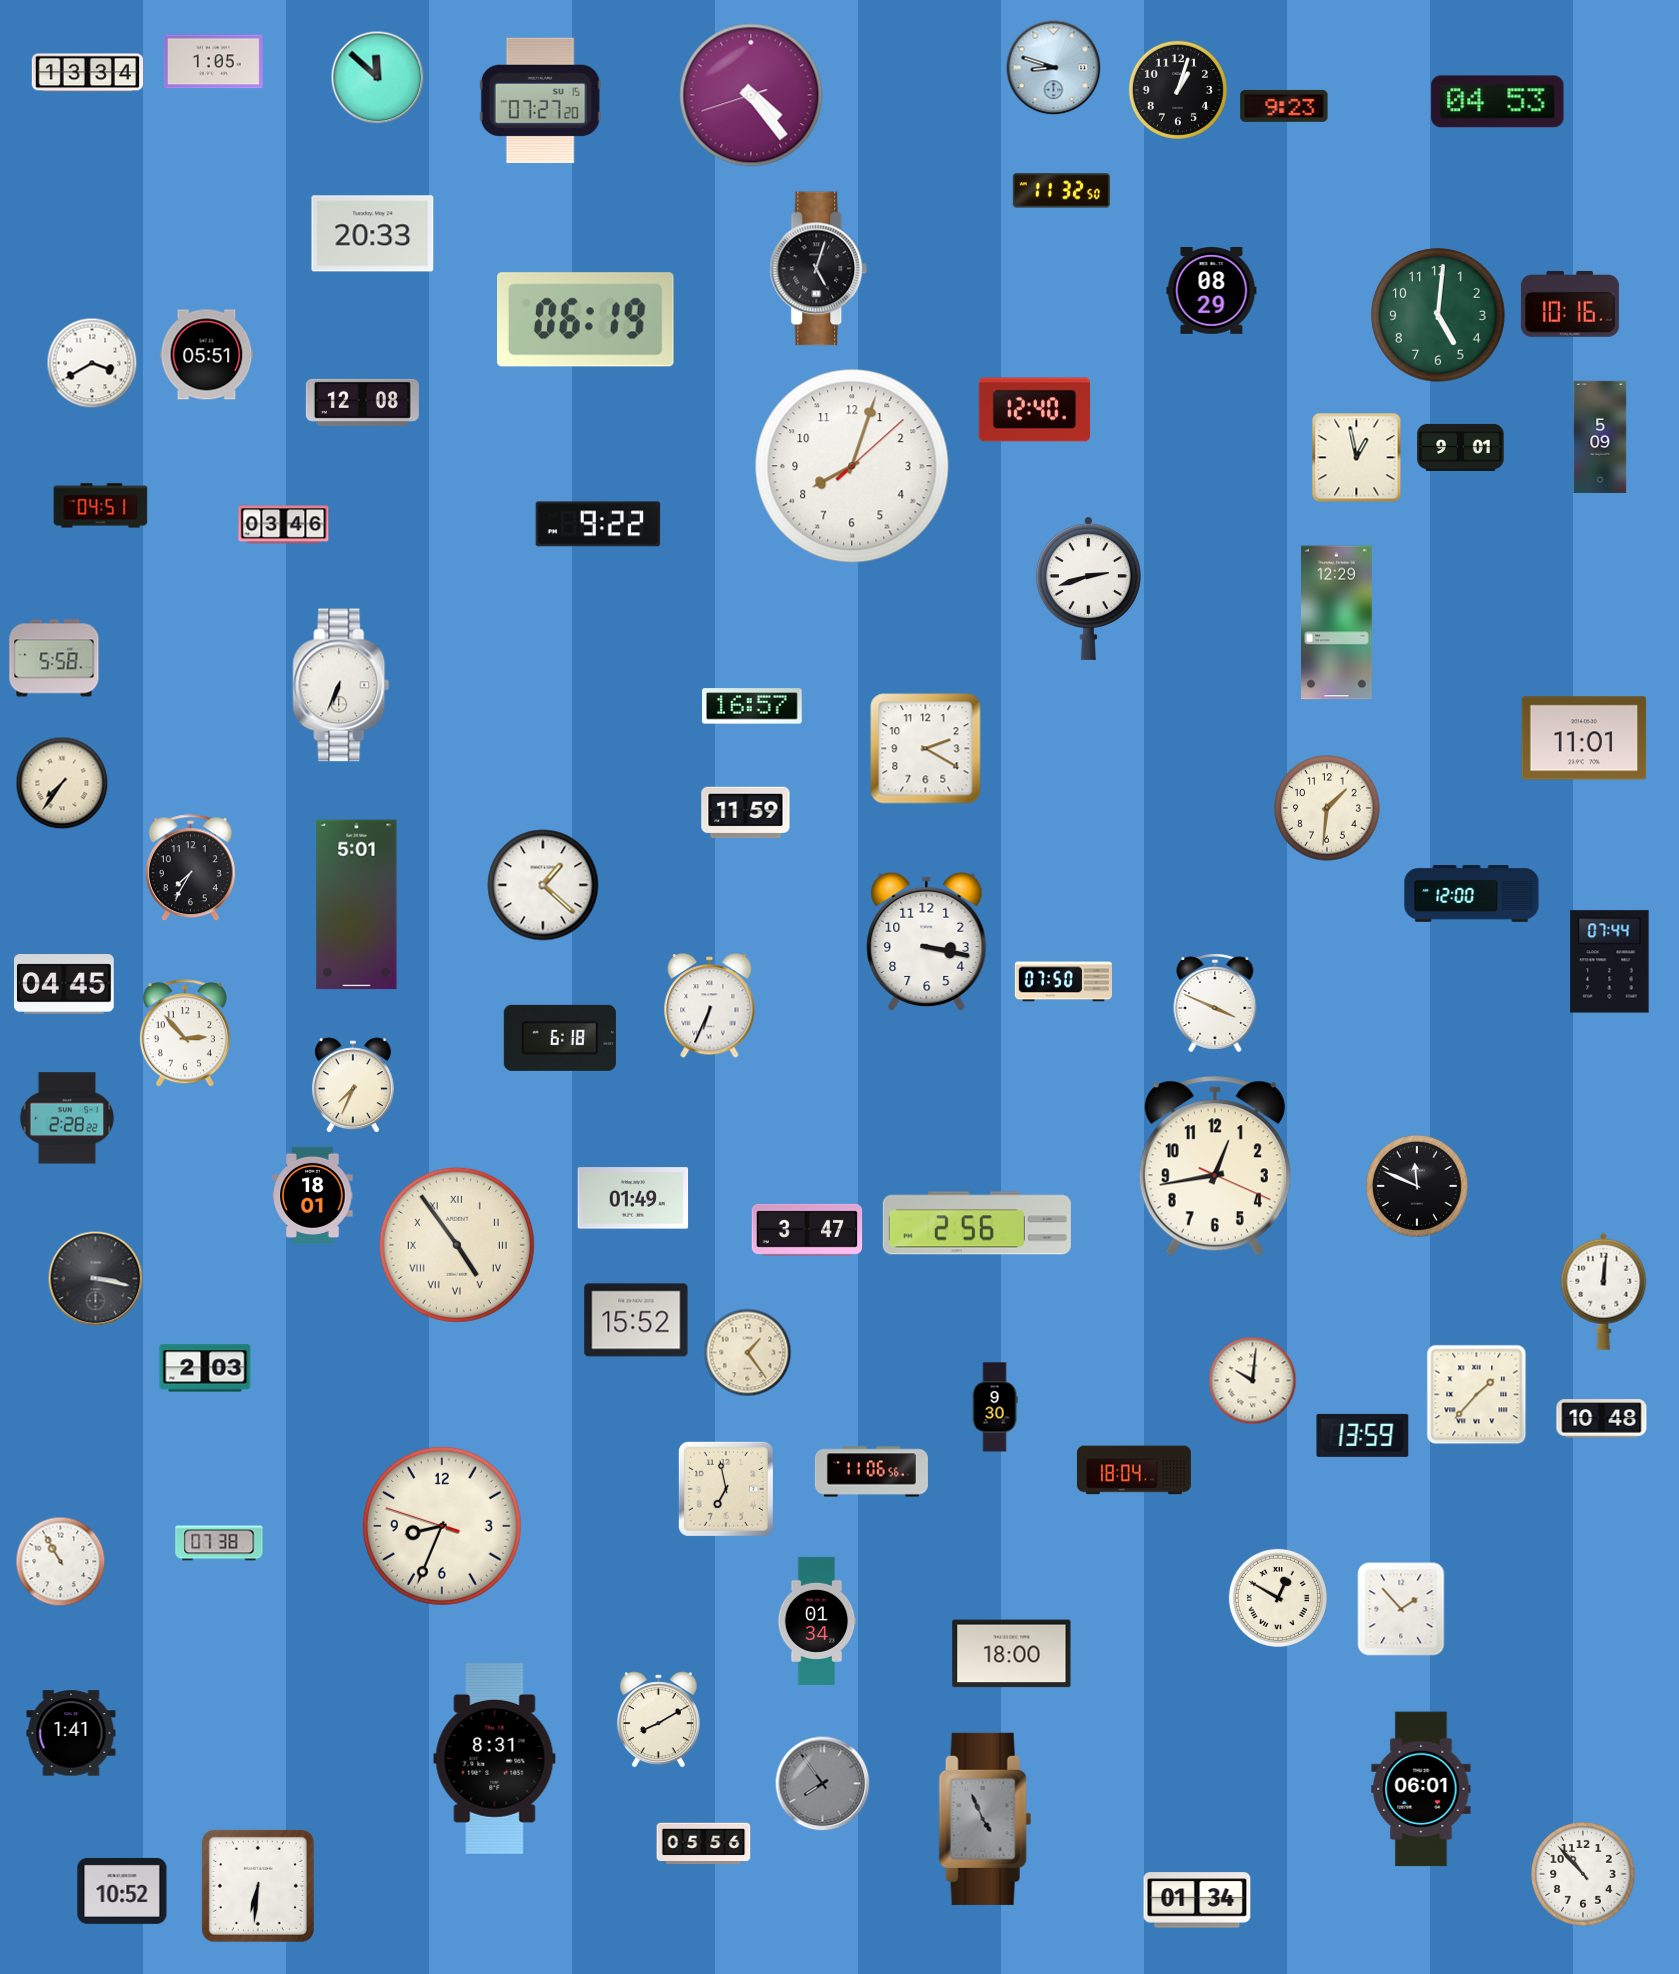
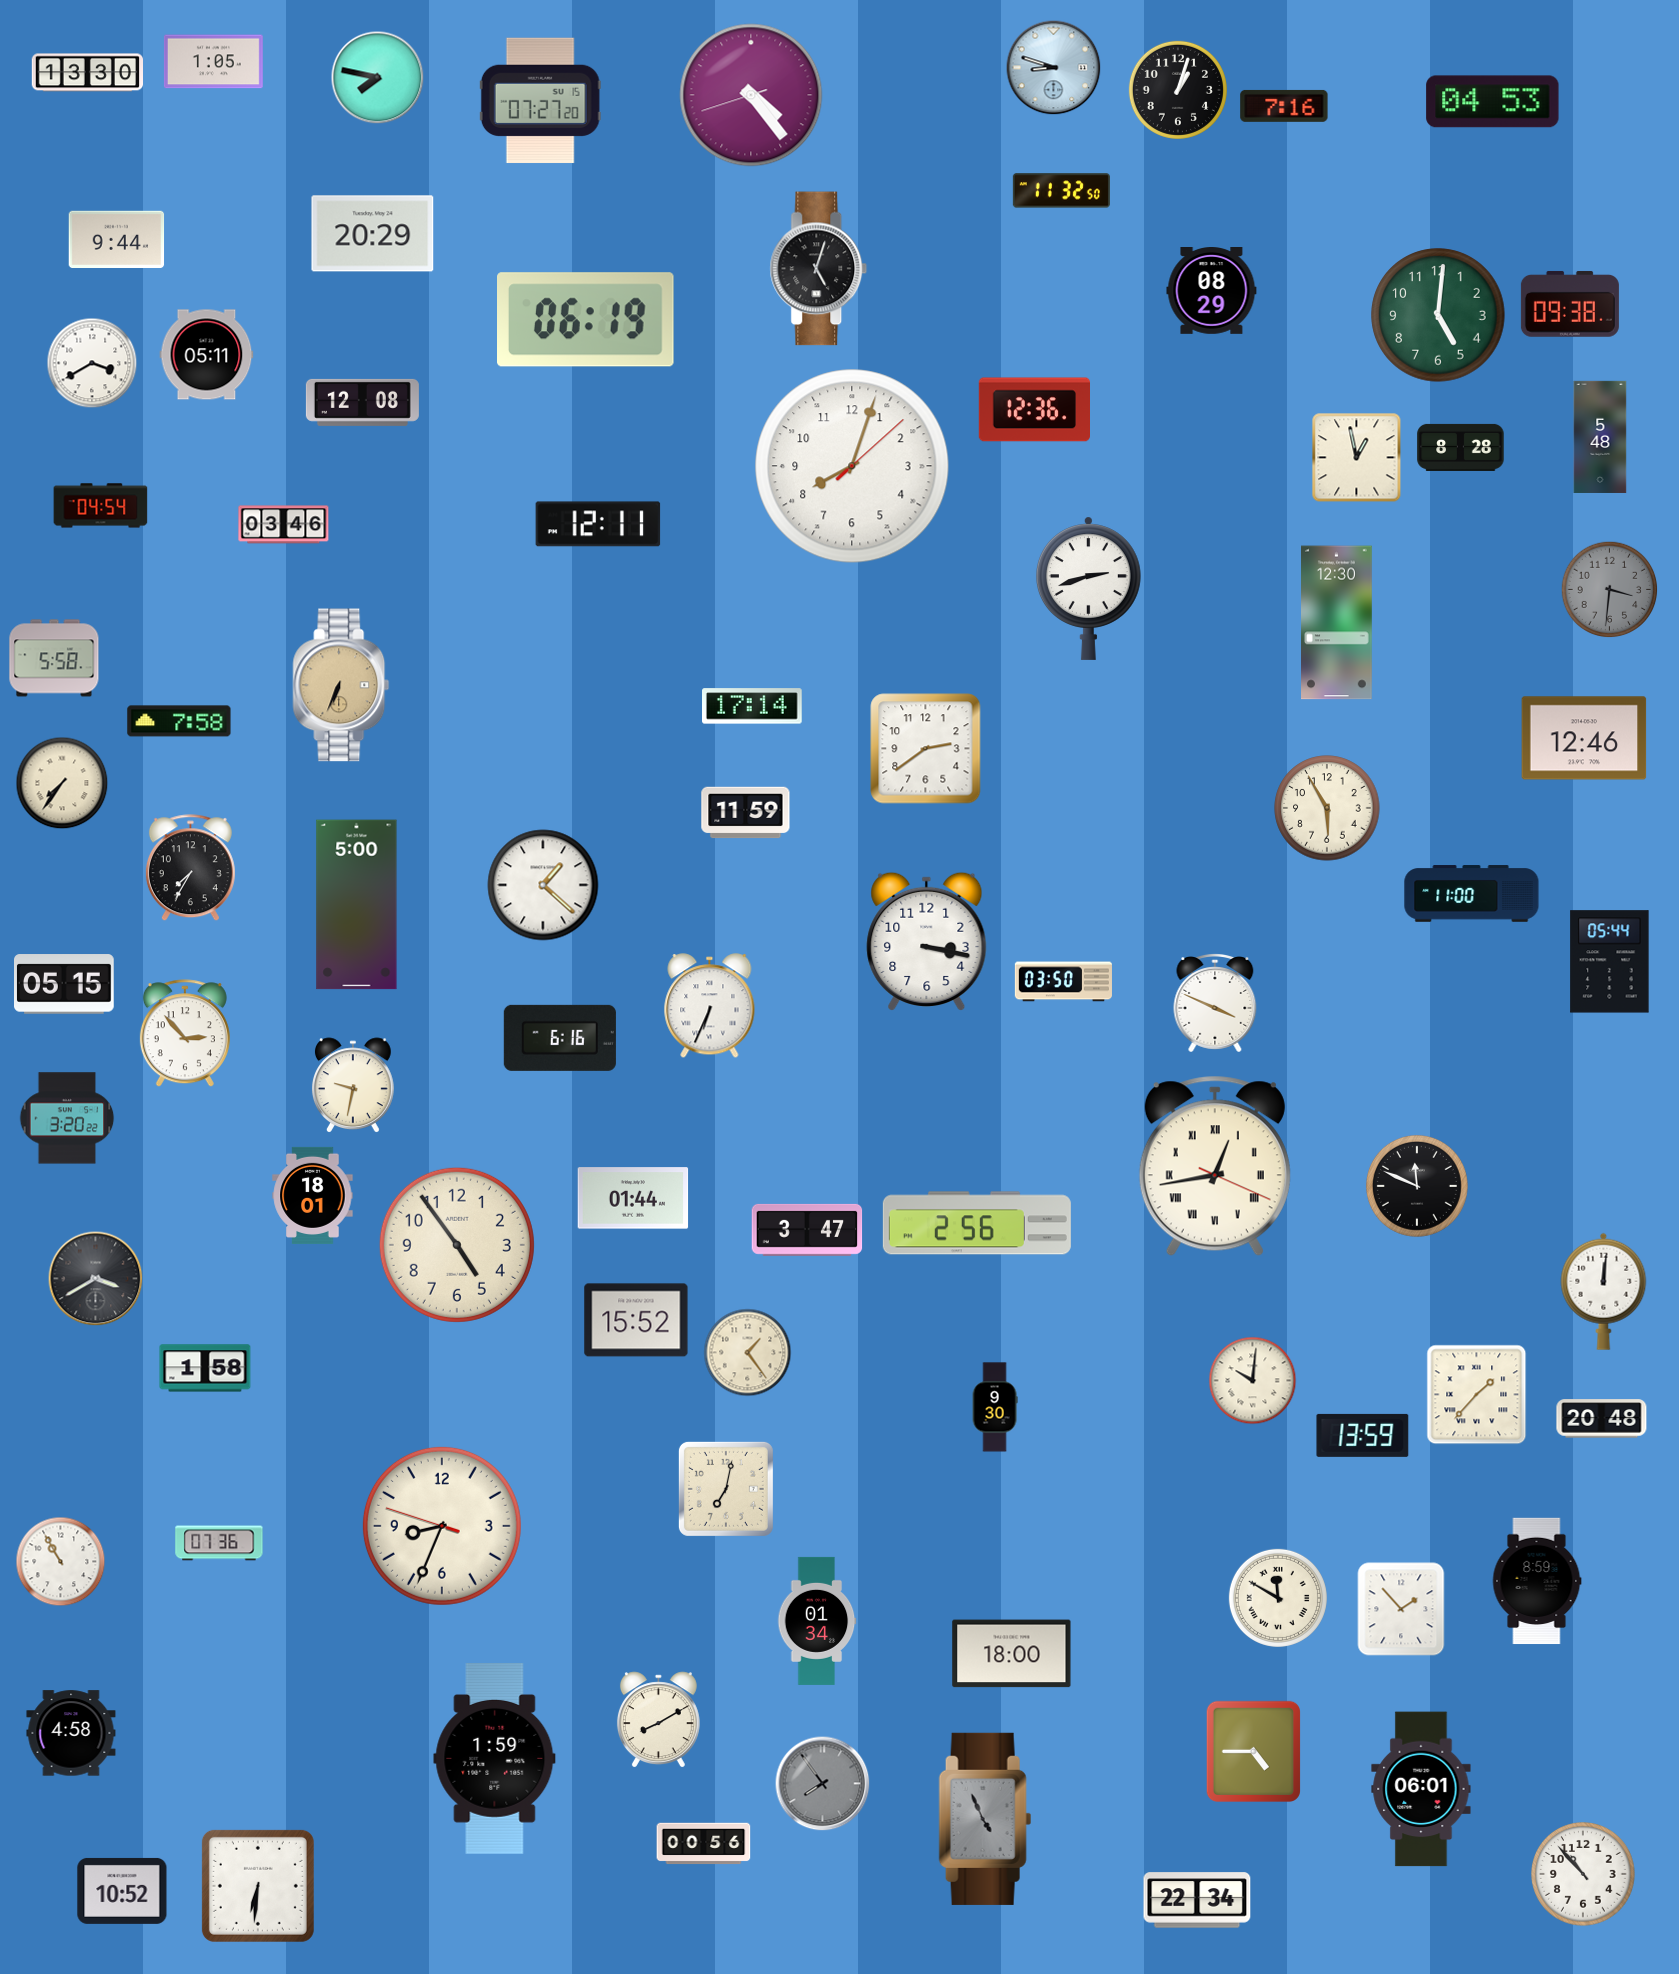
clock at (87, 73): 13:34 -> 13:30
clock at (378, 78): 11:52 -> 7:47
clock at (1498, 102) position: (1498, 102) -> (1493, 102)
clock at (1284, 106): 9:23 -> 7:16
clock at (373, 234): 20:33 -> 20:29
clock at (117, 239): none -> 9:44
clock at (1570, 304): 10:16 -> 09:38
clock at (207, 355): 05:51 -> 05:11
clock at (1034, 410): 12:40 -> 12:36
clock at (1600, 437): 5:09 -> 5:48
clock at (1461, 447): 9:01 -> 8:28
clock at (101, 506): 04:51 -> 04:54
clock at (598, 524): 9:22 -> 12:11
clock at (1610, 590): none -> 3:31
clock at (1337, 623): 12:29 -> 12:30
clock at (341, 685) dial: white -> champagne
clock at (753, 706): 16:57 -> 17:14
clock at (179, 721): none -> 7:58
clock at (1584, 738): 11:01 -> 12:46
clock at (926, 749): 2:20 -> 2:39
clock at (1327, 808): 1:31 -> 5:55
clock at (1472, 894): 12:00 -> 11:00
clock at (357, 905): 5:01 -> 5:00
clock at (1610, 962): 07:44 -> 05:44
clock at (1063, 982): 07:50 -> 03:50
clock at (65, 984): 04:45 -> 05:15
clock at (560, 1038): 6:18 -> 6:16
clock at (353, 1085): 7:34 -> 9:32
clock at (67, 1118): 2:28 -> 3:20
clock at (1215, 1166) numerals: Arabic -> Roman
clock at (633, 1198): 01:49 -> 01:44
clock at (457, 1245) numerals: Roman -> Arabic
clock at (96, 1279): 3:17 -> 3:40
clock at (205, 1368): 2:03 -> 1:58
clock at (1602, 1419): 10:48 -> 20:48
clock at (1134, 1470): 18:04 -> none
clock at (871, 1472): 11:06 -> none
clock at (726, 1489): 6:58 -> 7:02
clock at (219, 1543): 07:38 -> 07:36
clock at (1537, 1581): none -> 8:59
clock at (1278, 1598): 12:50 -> 11:50
clock at (71, 1733): 1:41 -> 4:58
clock at (1253, 1751): none -> 4:45
clock at (495, 1759): 8:31 -> 1:59
clock at (704, 1844): 05:56 -> 00:56
clock at (1197, 1900): 01:34 -> 22:34
